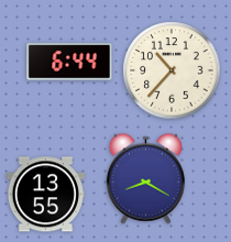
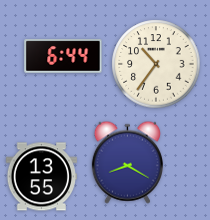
clock at (172, 70): 10:37 -> 10:36
clock at (145, 178) position: (145, 178) -> (127, 162)
